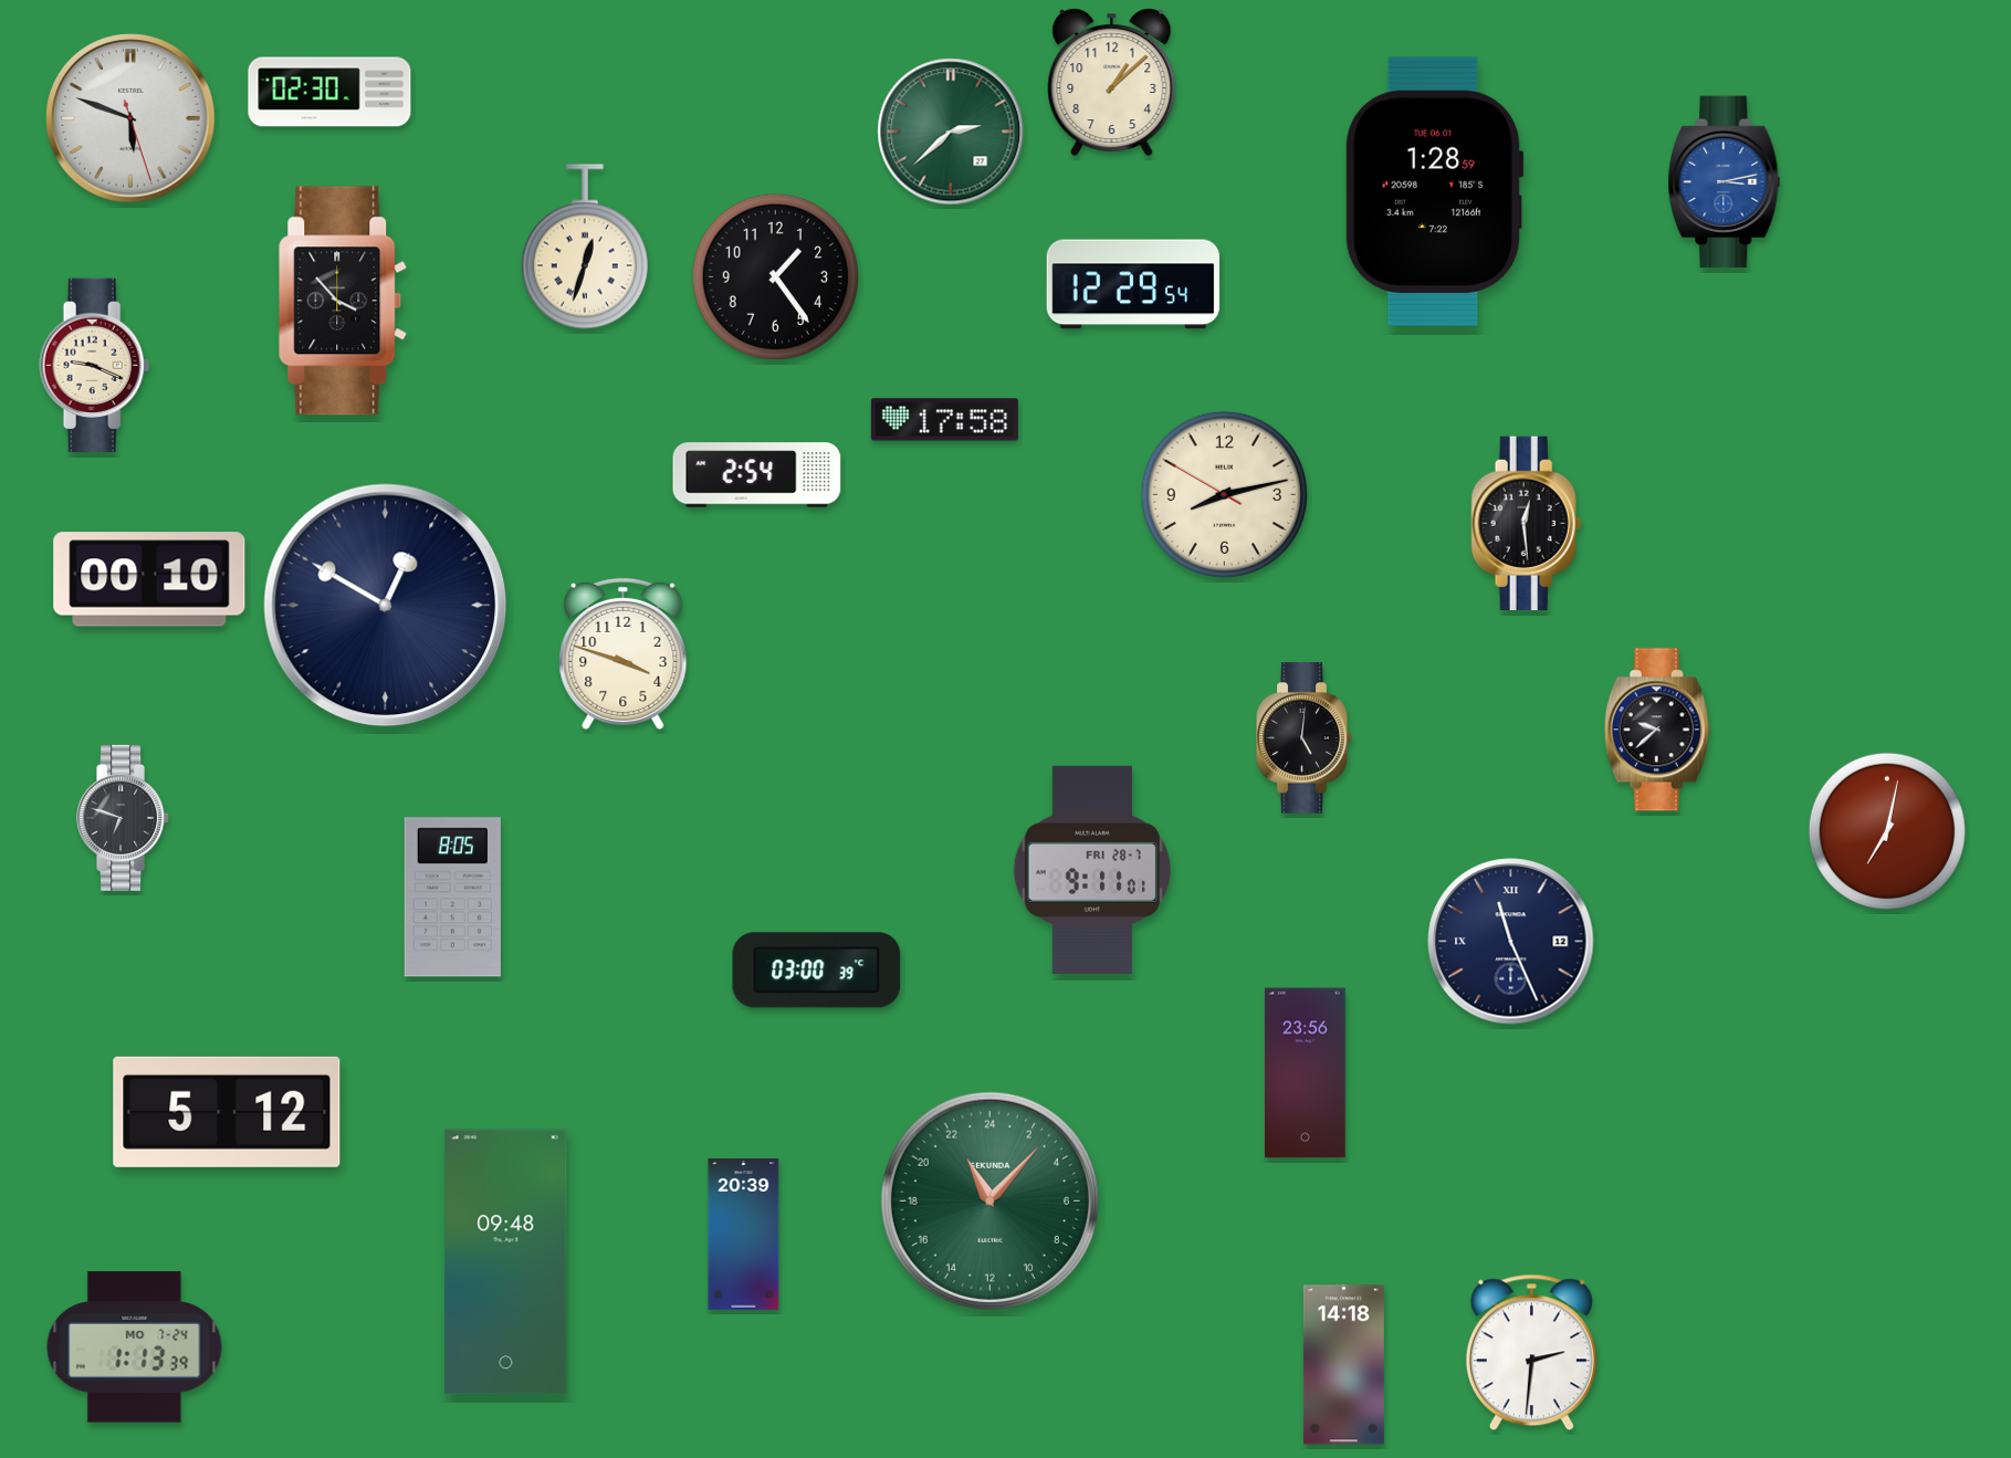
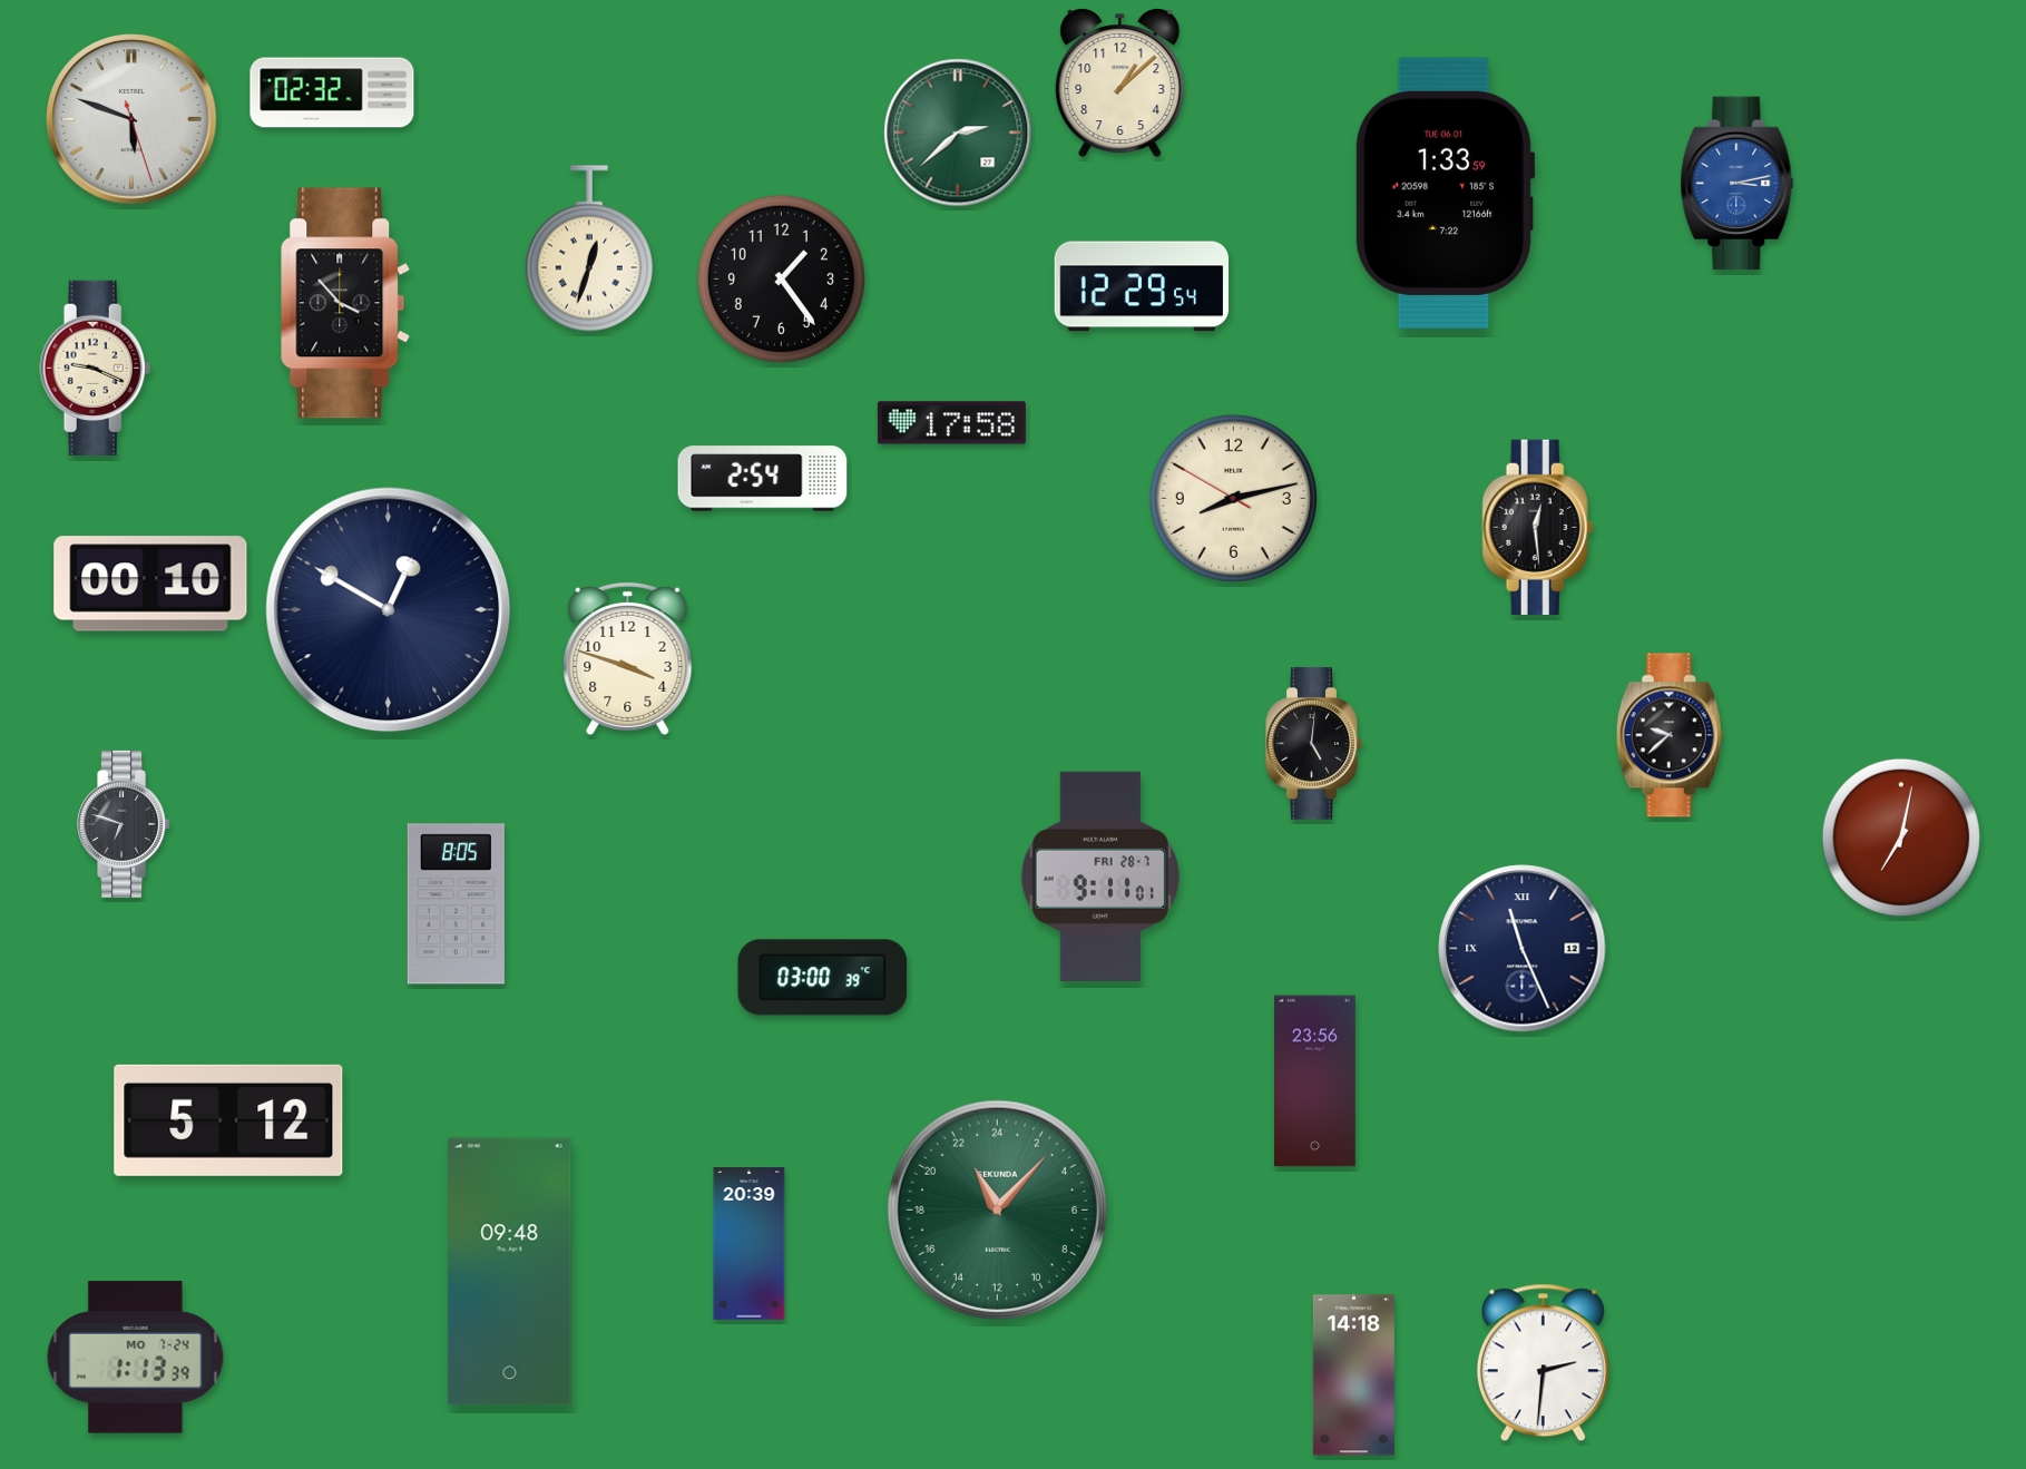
clock at (329, 92): 02:30 -> 02:32
clock at (1434, 191): 1:28 -> 1:33
